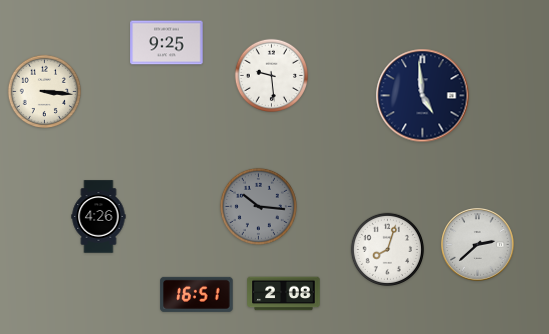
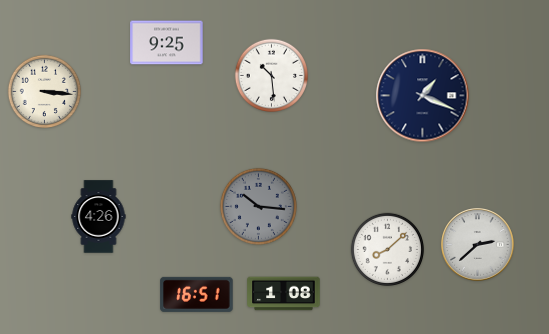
clock at (271, 75): 9:29 -> 10:29
clock at (423, 96): 4:59 -> 1:19
clock at (387, 249): 8:03 -> 8:08
clock at (284, 294): 2:08 -> 1:08
